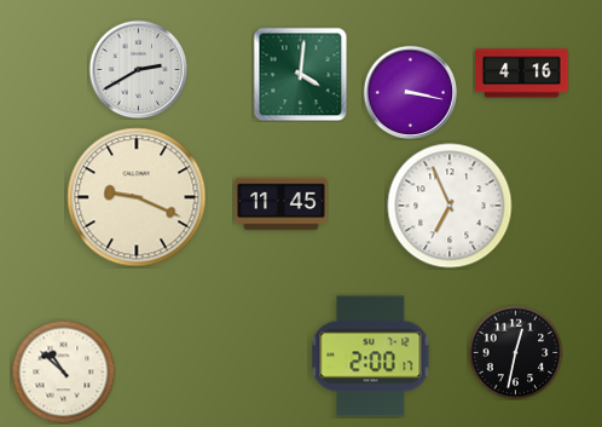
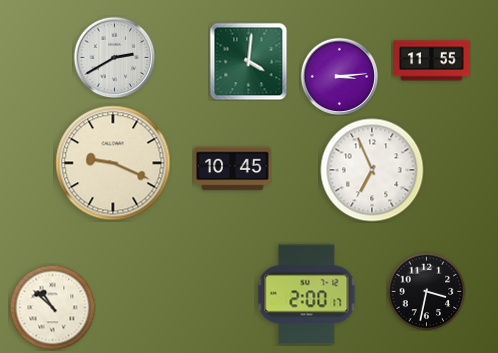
clock at (522, 74): 4:16 -> 11:55
clock at (410, 92): 3:17 -> 3:14
clock at (282, 204): 11:45 -> 10:45
clock at (515, 352): 12:32 -> 3:32
